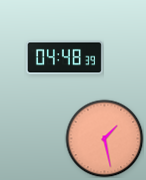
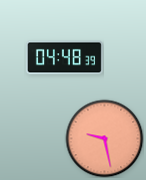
clock at (104, 138): 1:28 -> 9:28
